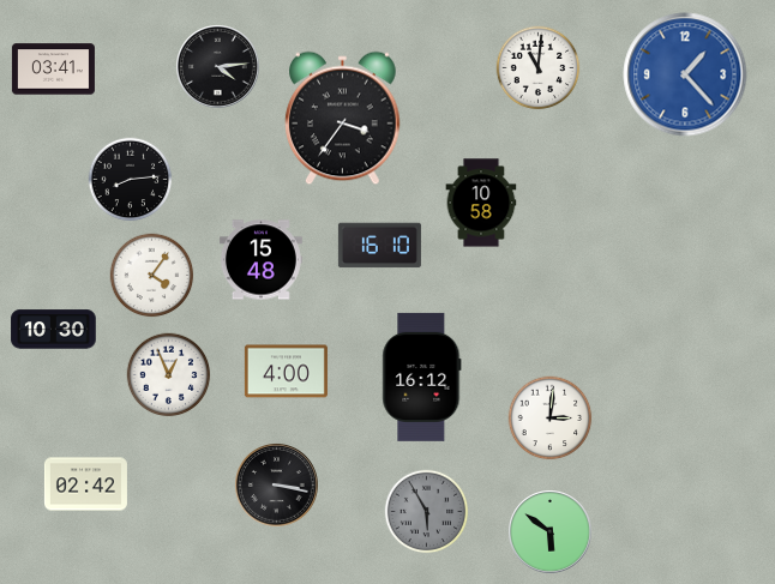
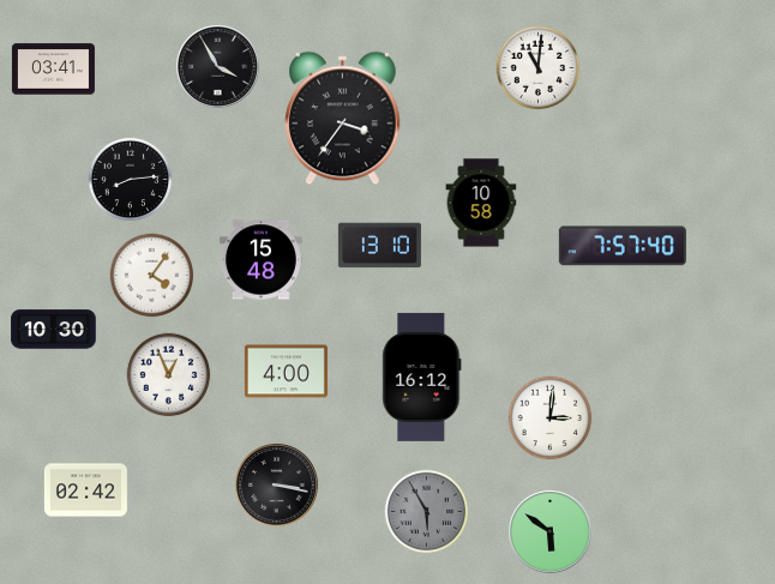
clock at (218, 67): 4:14 -> 3:55
clock at (685, 74): 1:23 -> none
clock at (379, 246): 16:10 -> 13:10
clock at (623, 246): none -> 7:57
clock at (85, 484) position: (85, 484) -> (85, 490)
